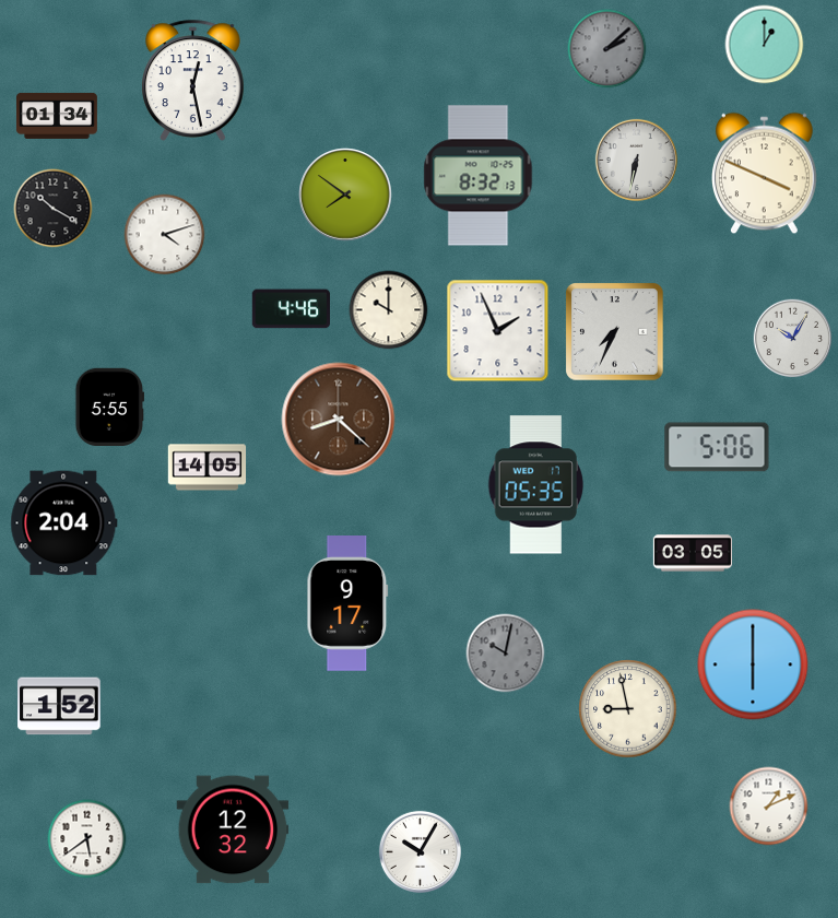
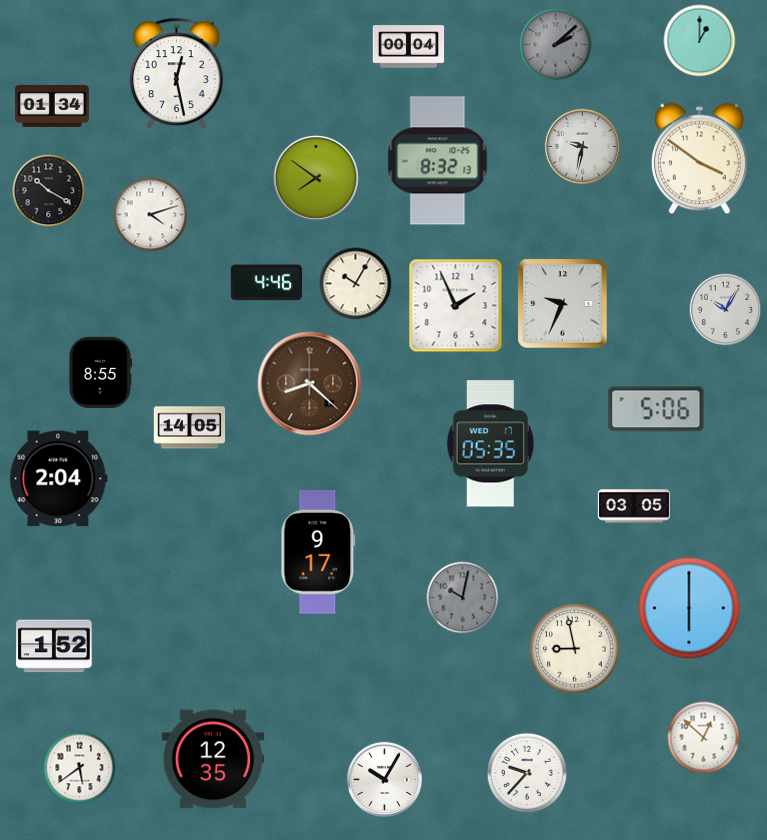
clock at (409, 47): none -> 00:04
clock at (636, 160): 6:32 -> 9:32
clock at (765, 174): 3:49 -> 3:51
clock at (389, 310): 10:00 -> 10:05
clock at (498, 331) position: (498, 331) -> (456, 306)
clock at (615, 332): 7:34 -> 9:34
clock at (110, 407): 5:55 -> 8:55
clock at (769, 807): 1:11 -> 12:52
clock at (233, 829): 12:32 -> 12:35
clock at (526, 772): none -> 9:37
